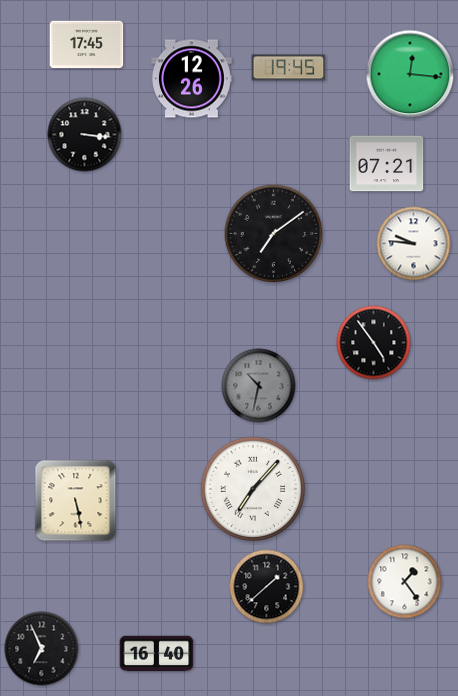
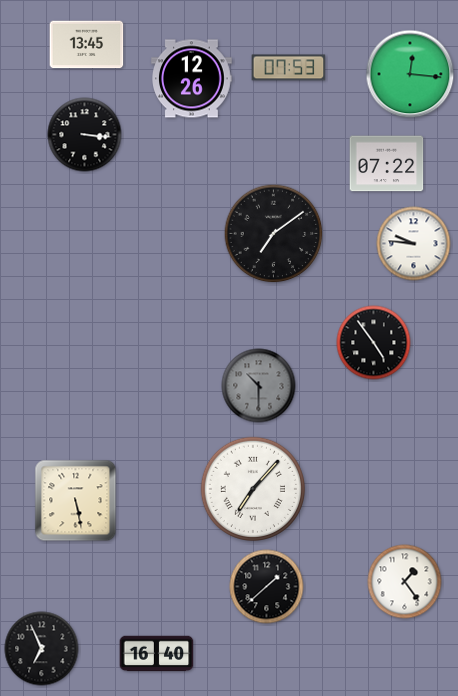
clock at (87, 45): 17:45 -> 13:45
clock at (289, 68): 19:45 -> 07:53
clock at (387, 164): 07:21 -> 07:22
clock at (259, 386): 10:32 -> 10:30
